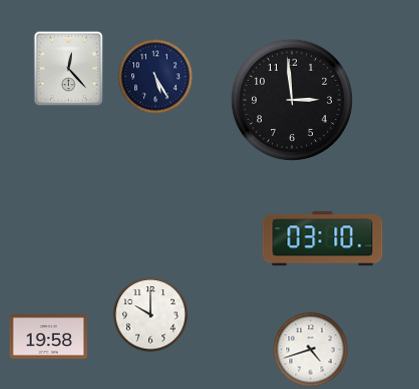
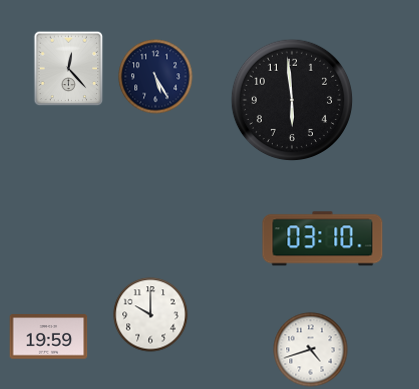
clock at (292, 100): 2:59 -> 5:59
clock at (49, 337): 19:58 -> 19:59
